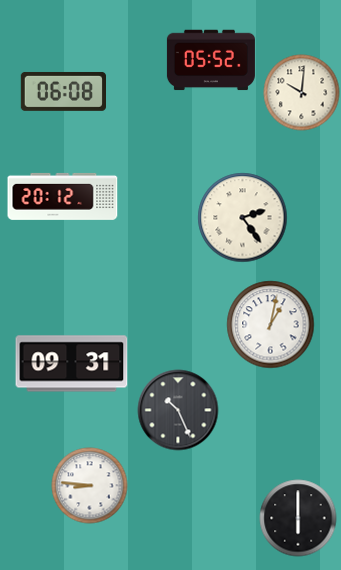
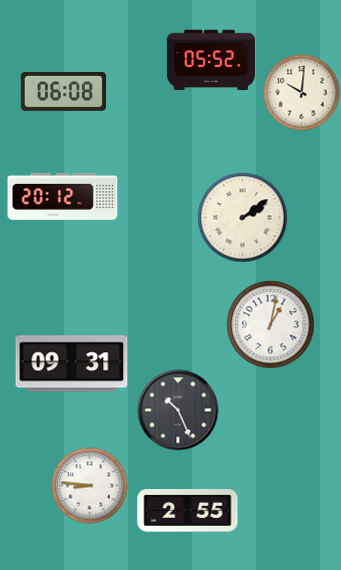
clock at (243, 218): 2:24 -> 2:09
clock at (188, 511): none -> 2:55
clock at (298, 518): 6:00 -> none
